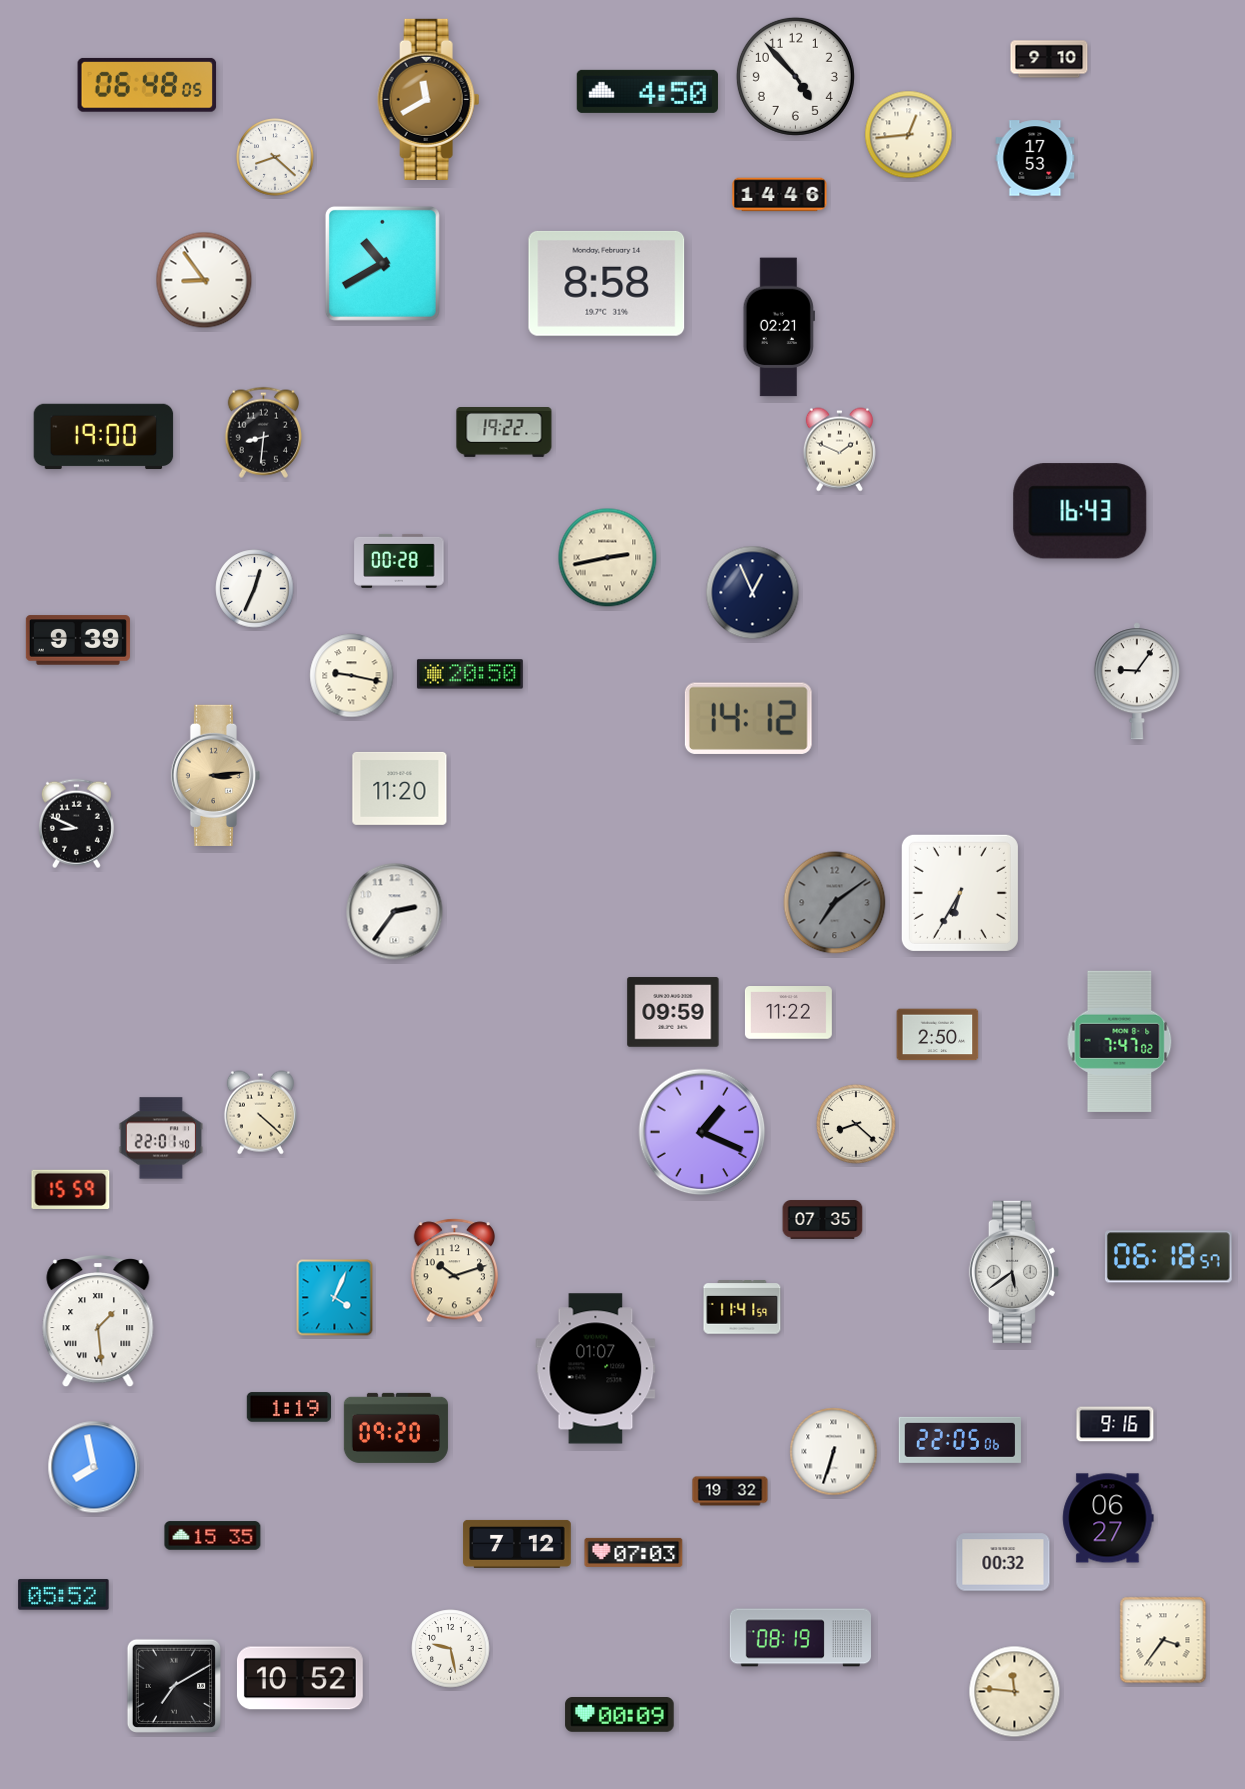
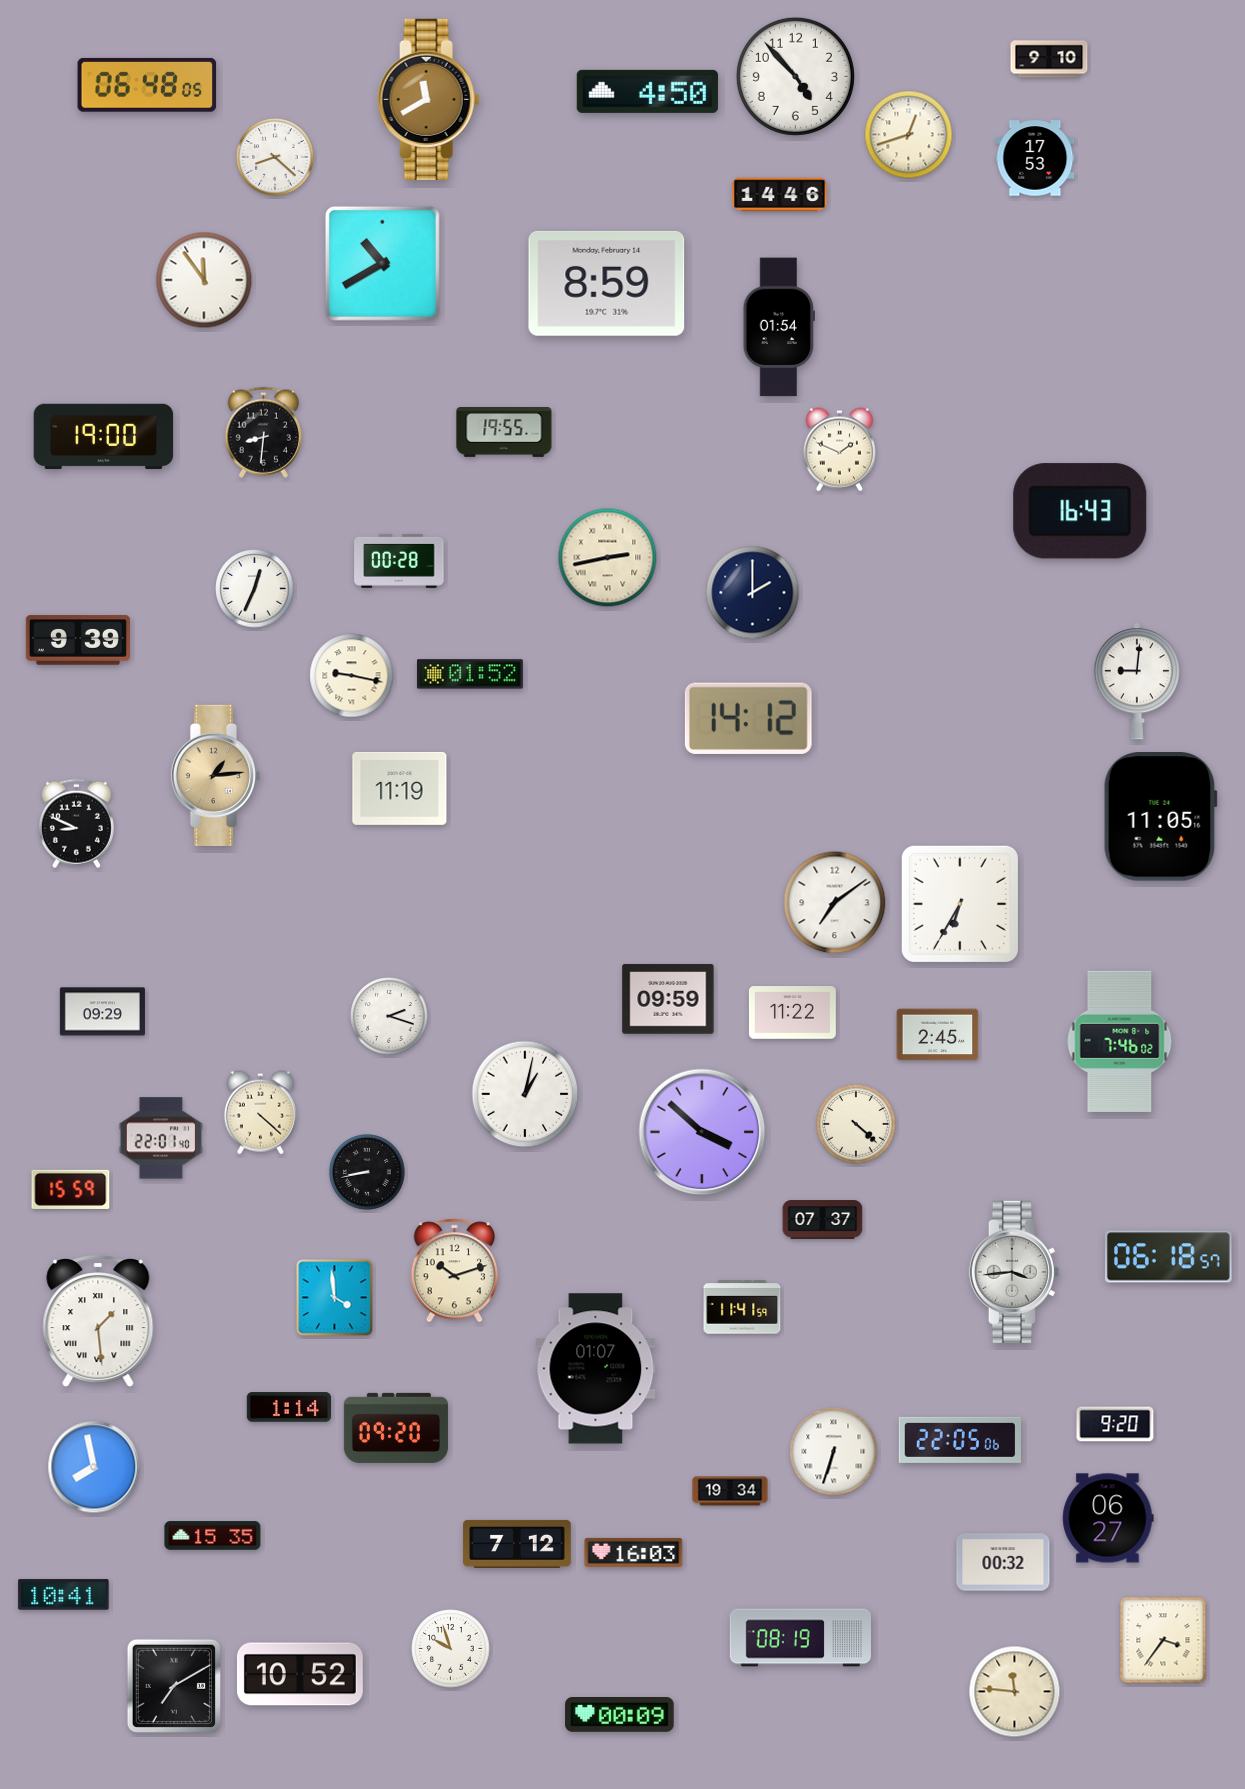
clock at (909, 135): 12:44 -> 12:42
clock at (204, 280): 8:54 -> 11:54
clock at (607, 283): 8:58 -> 8:59
clock at (779, 327): 02:21 -> 01:54
clock at (504, 433): 19:22 -> 19:55
clock at (753, 593): 12:56 -> 2:00
clock at (470, 674): 20:50 -> 01:52
clock at (1137, 681): 9:06 -> 9:01
clock at (215, 775): 3:14 -> 1:14
clock at (400, 788): 11:20 -> 11:19
clock at (1160, 817): none -> 11:05
clock at (960, 893) position: (960, 893) -> (960, 904)
clock at (835, 903) dial: grey -> white
clock at (395, 912): 2:36 -> none
clock at (102, 1012): none -> 09:29
clock at (673, 1012) position: (673, 1012) -> (668, 999)
clock at (788, 1013) position: (788, 1013) -> (792, 1013)
clock at (389, 1016): none -> 2:18
clock at (938, 1035): 2:50 -> 2:45
clock at (1120, 1041): 7:47 -> 7:46
clock at (525, 1094): none -> 1:02
clock at (856, 1124): 8:22 -> 4:22
clock at (702, 1132): 1:19 -> 3:52
clock at (368, 1173): none -> 8:43
clock at (823, 1220): 07:35 -> 07:37
clock at (1014, 1272): 5:39 -> 3:44
clock at (335, 1298): 4:04 -> 3:59
clock at (288, 1407): 1:19 -> 1:14
clock at (1115, 1424): 9:16 -> 9:20
clock at (730, 1491): 19:32 -> 19:34
clock at (634, 1552): 07:03 -> 16:03
clock at (64, 1595): 05:52 -> 10:41
clock at (451, 1649): 9:28 -> 9:57
clock at (300, 1678) position: (300, 1678) -> (300, 1674)
